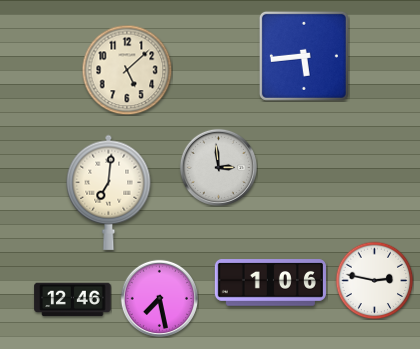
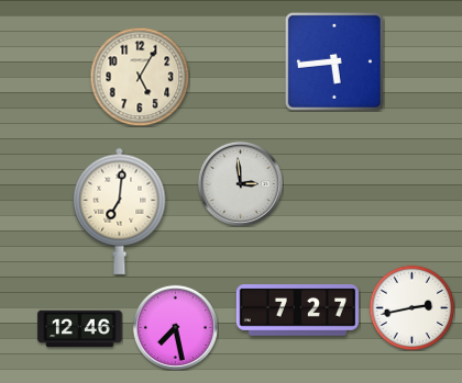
clock at (127, 70): 5:08 -> 5:05
clock at (374, 280): 2:47 -> 2:43
clock at (270, 283): 1:06 -> 7:27
